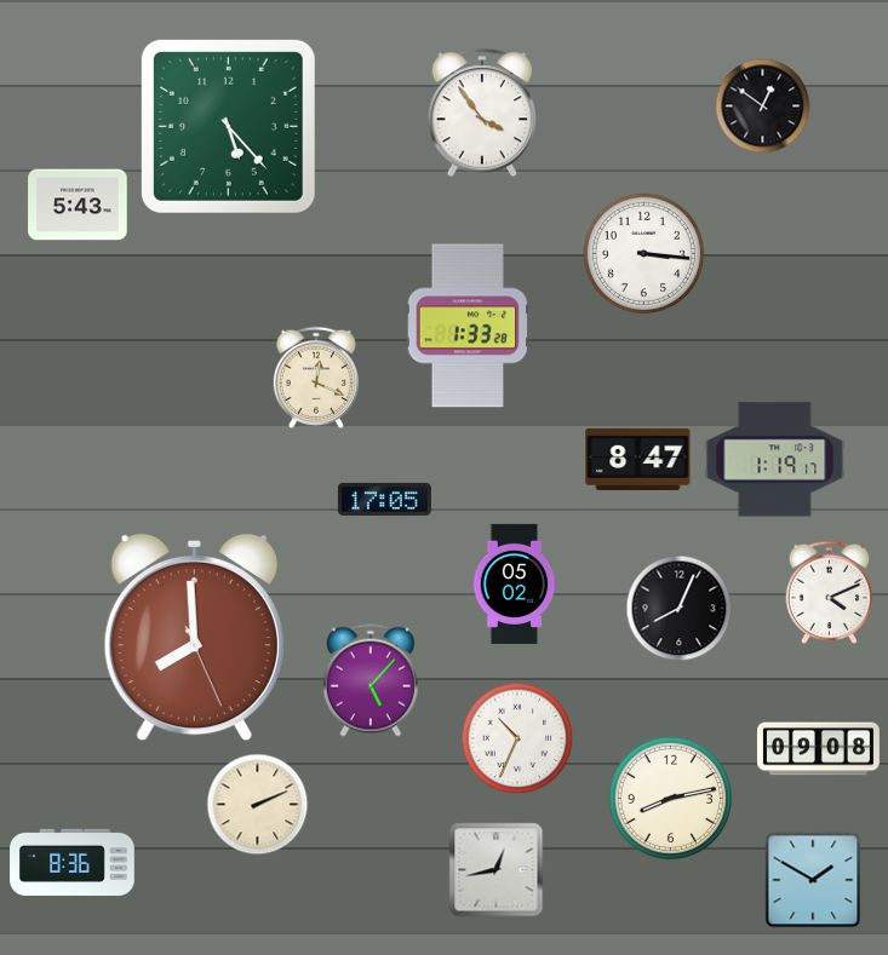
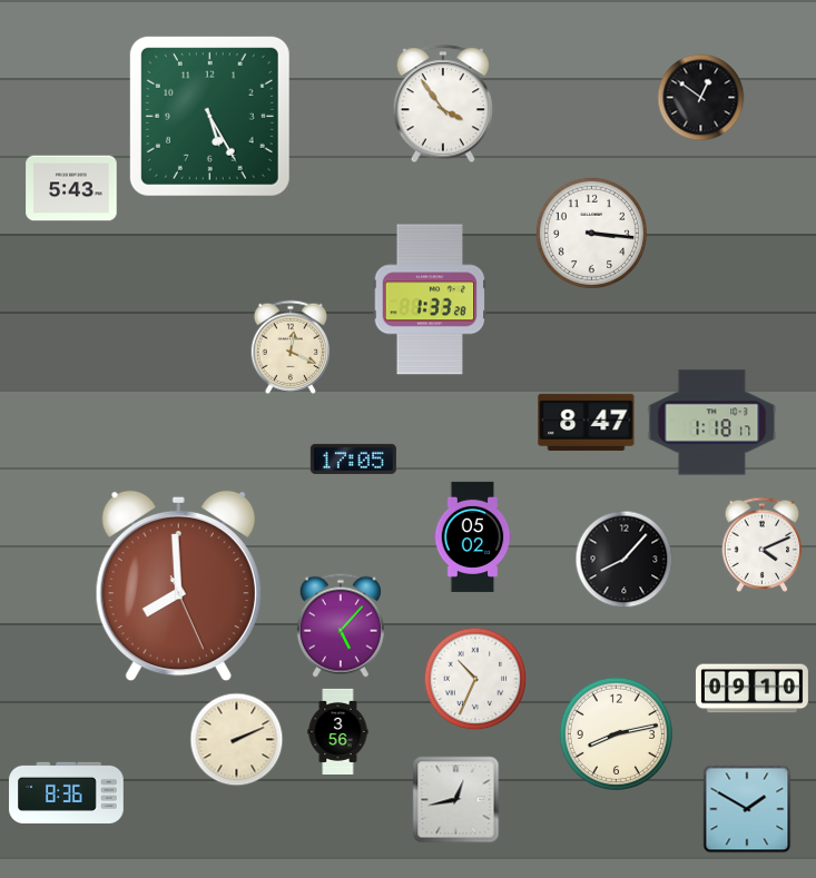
clock at (228, 126): 5:23 -> 5:25
clock at (775, 460): 1:19 -> 1:18
clock at (680, 609): 8:04 -> 8:07
clock at (818, 749): 09:08 -> 09:10
clock at (338, 731): none -> 3:56
